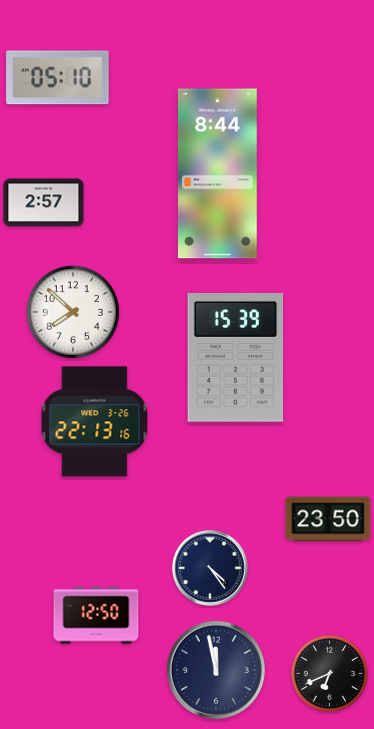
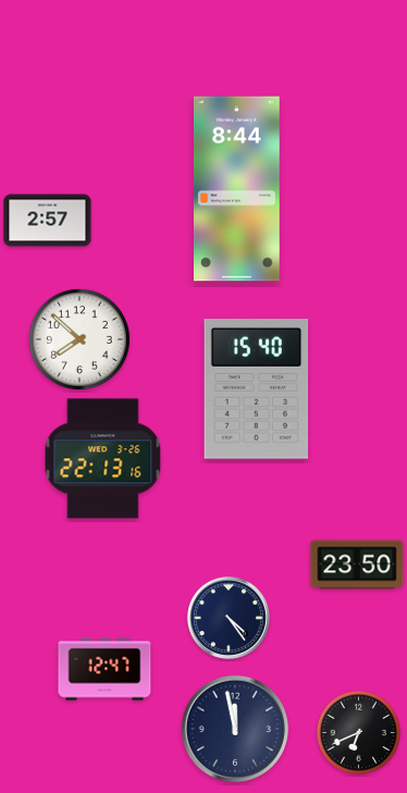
clock at (58, 78): 05:10 -> none
clock at (236, 358): 15:39 -> 15:40
clock at (96, 615): 12:50 -> 12:47
